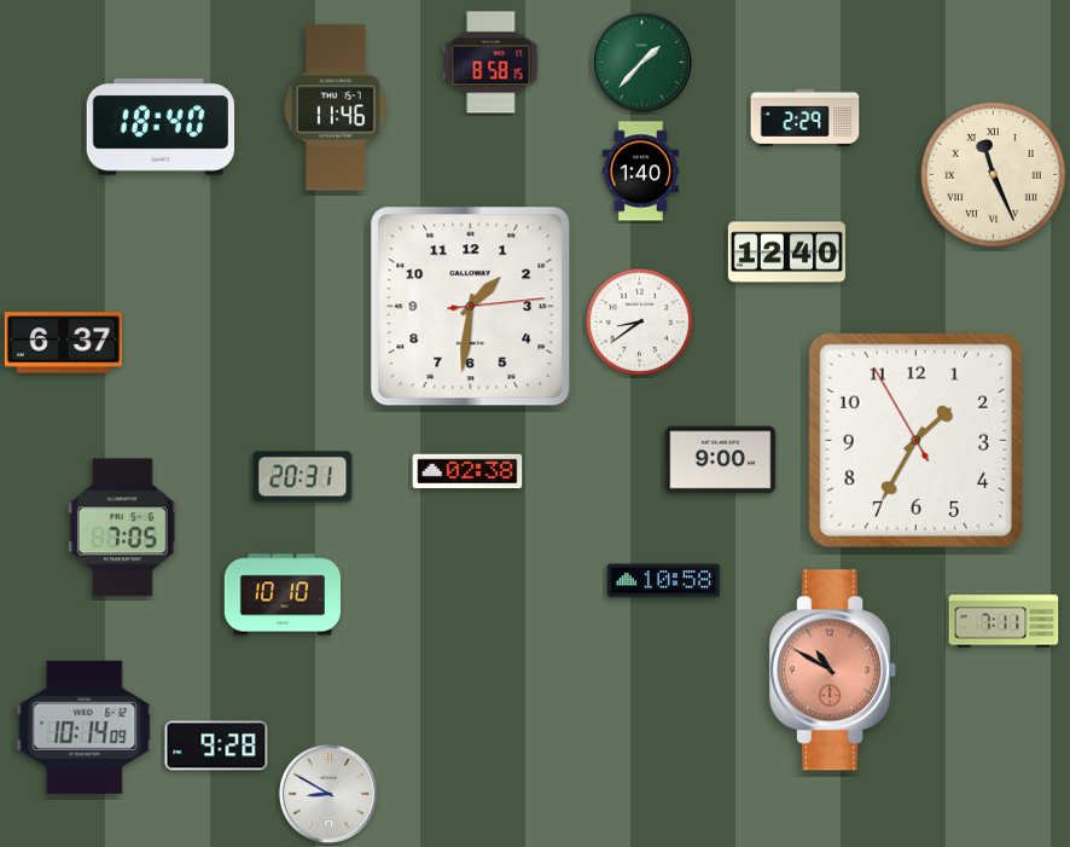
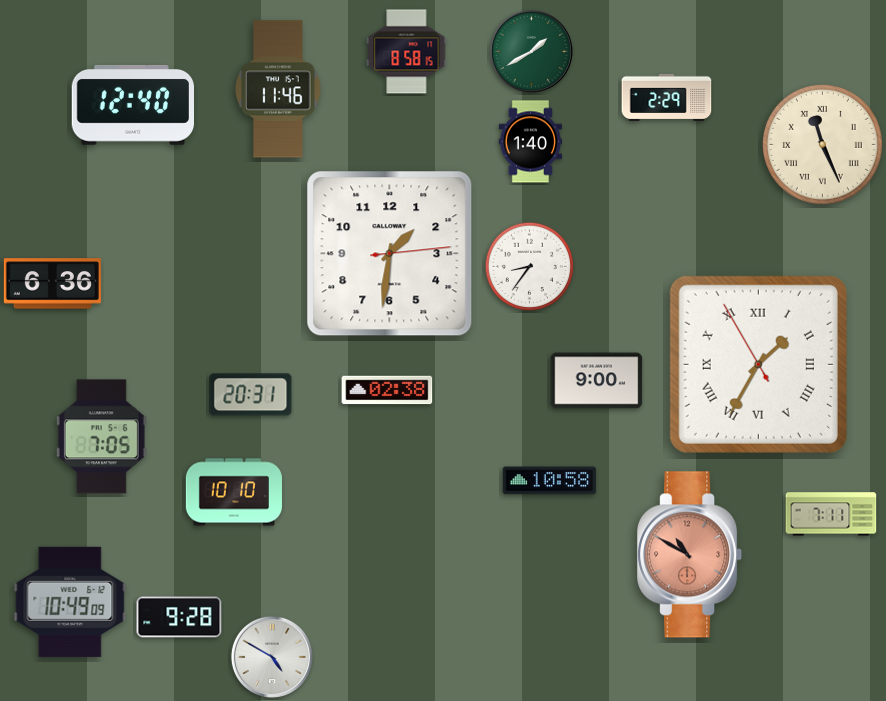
clock at (641, 62): 1:37 -> 1:40
clock at (159, 127): 18:40 -> 12:40
clock at (786, 253): 12:40 -> none
clock at (639, 321): 8:39 -> 8:36
clock at (63, 343): 6:37 -> 6:36
clock at (915, 440) numerals: Arabic -> Roman
clock at (85, 727): 10:14 -> 10:49
clock at (328, 794): 8:50 -> 4:50
